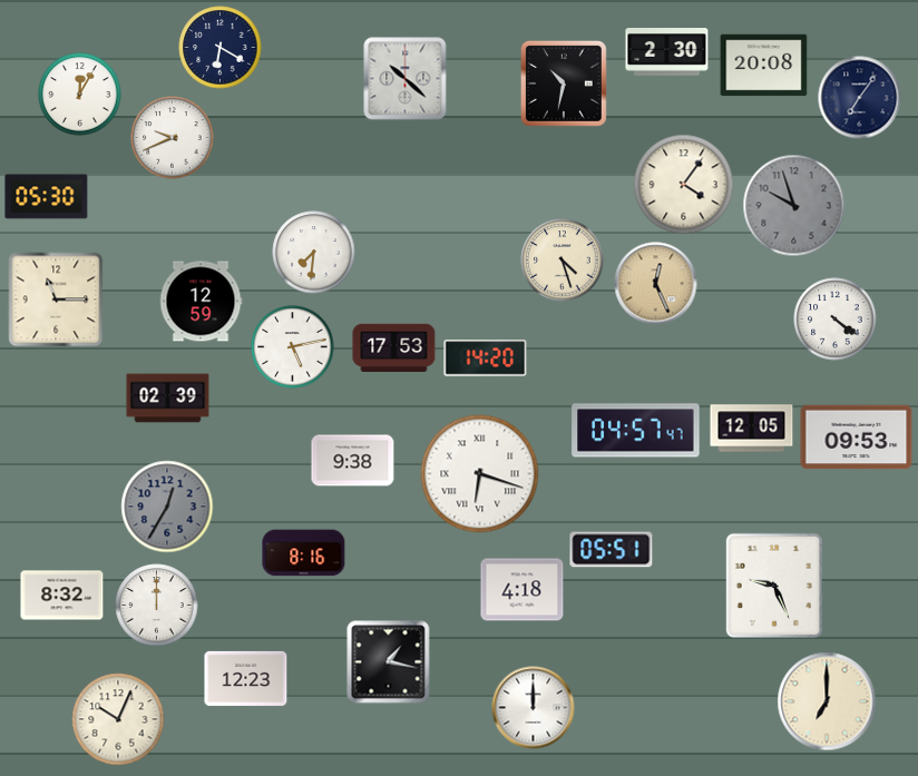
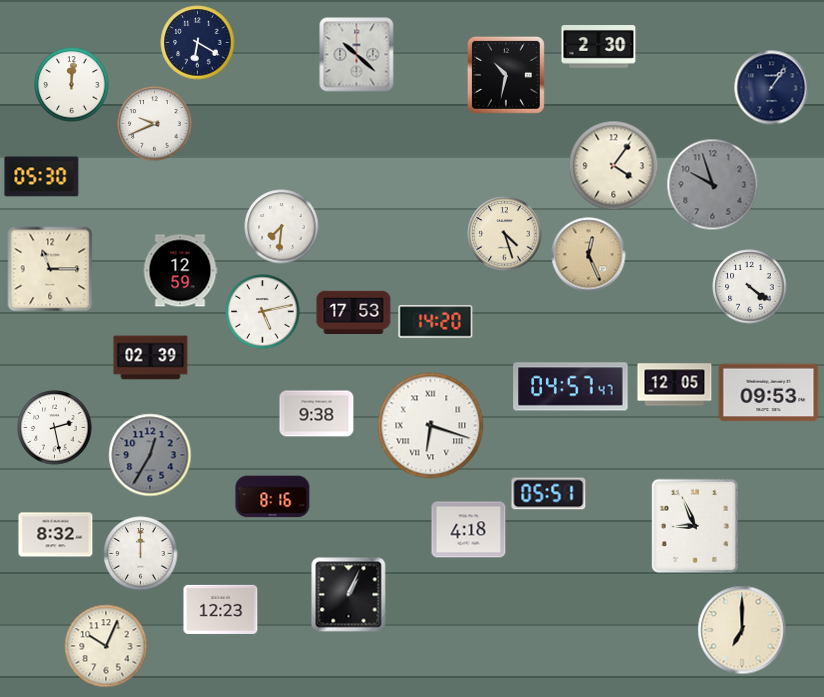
clock at (764, 66): 20:08 -> none
clock at (406, 79) position: (406, 79) -> (357, 55)
clock at (80, 95): 12:05 -> 12:01
clock at (860, 98): 7:06 -> 1:06
clock at (55, 428): none -> 2:28
clock at (774, 586): 9:26 -> 8:56
clock at (157, 606) position: (157, 606) -> (141, 554)
clock at (389, 662): 1:17 -> 1:04
clock at (534, 708): 12:00 -> none
